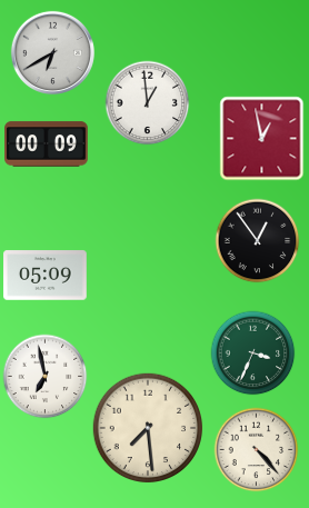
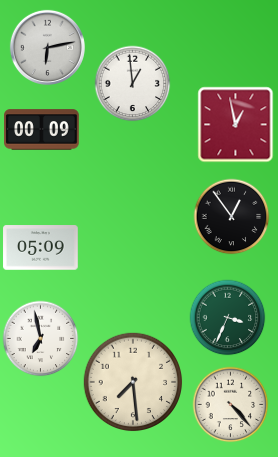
clock at (52, 52): 6:40 -> 6:13
clock at (148, 103) position: (148, 103) -> (133, 84)
clock at (148, 428) position: (148, 428) -> (133, 382)
